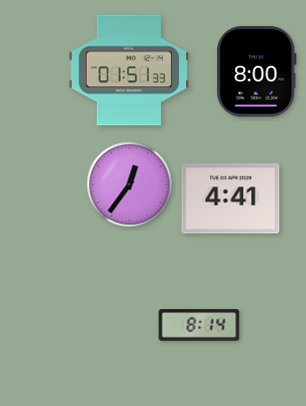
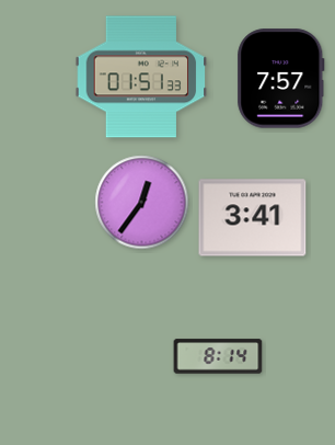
clock at (257, 72): 8:00 -> 7:57
clock at (231, 199): 4:41 -> 3:41
